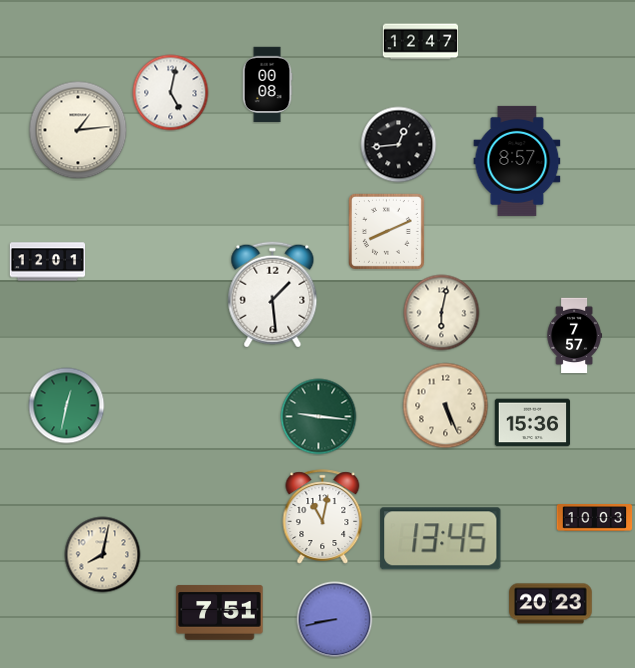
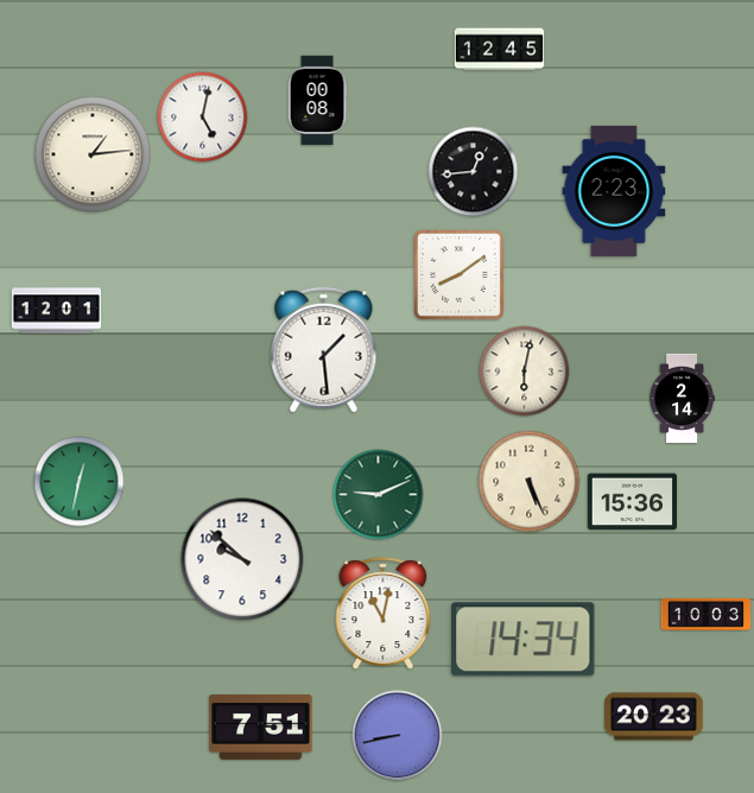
clock at (421, 42): 12:47 -> 12:45
clock at (171, 93) position: (171, 93) -> (203, 118)
clock at (517, 161): 8:57 -> 2:23
clock at (386, 231): 8:11 -> 8:09
clock at (574, 336): 7:57 -> 2:14
clock at (319, 417): 9:16 -> 9:11
clock at (242, 559): none -> 9:52
clock at (441, 539): 13:45 -> 14:34
clock at (103, 555): 8:02 -> none
